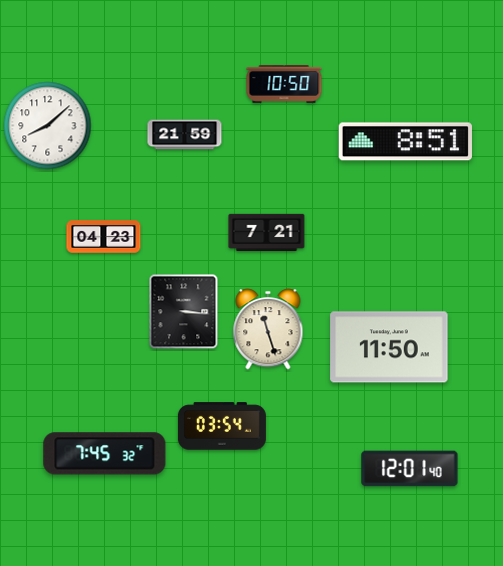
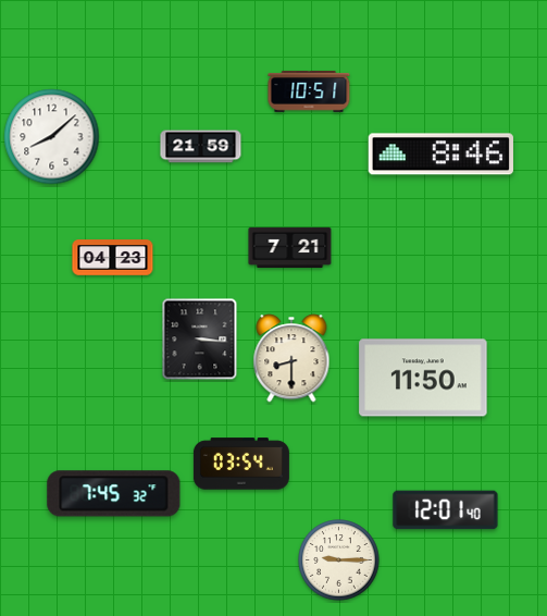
clock at (284, 85): 10:50 -> 10:51
clock at (405, 142): 8:51 -> 8:46
clock at (267, 233) position: (267, 233) -> (290, 248)
clock at (268, 329): 11:27 -> 8:30
clock at (339, 560): none -> 9:15
